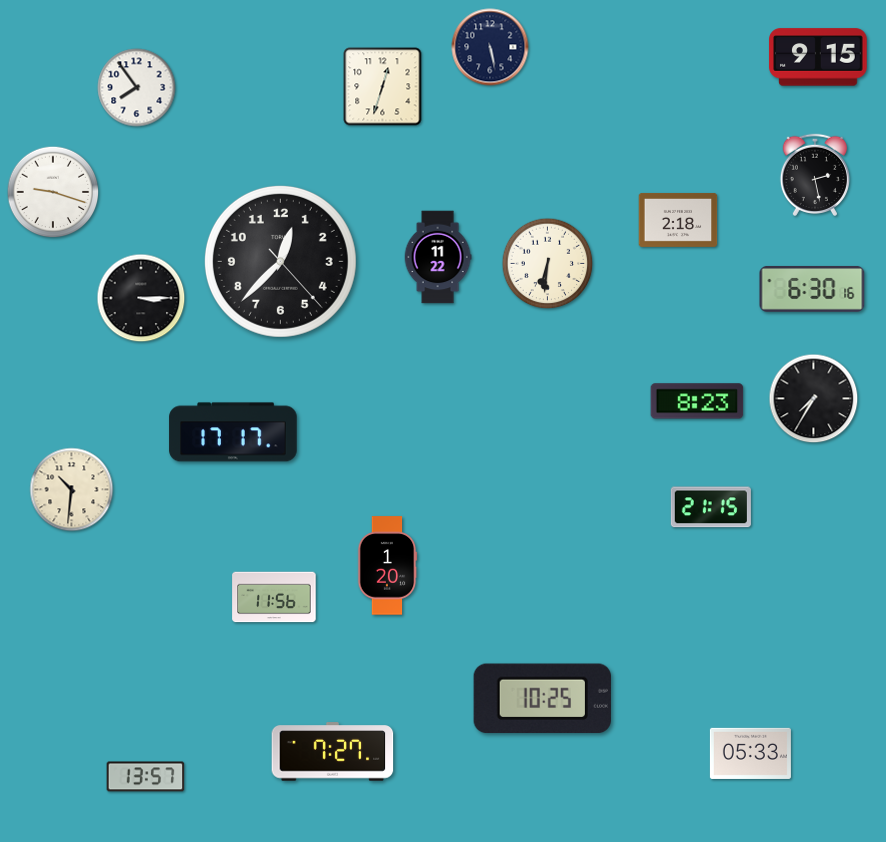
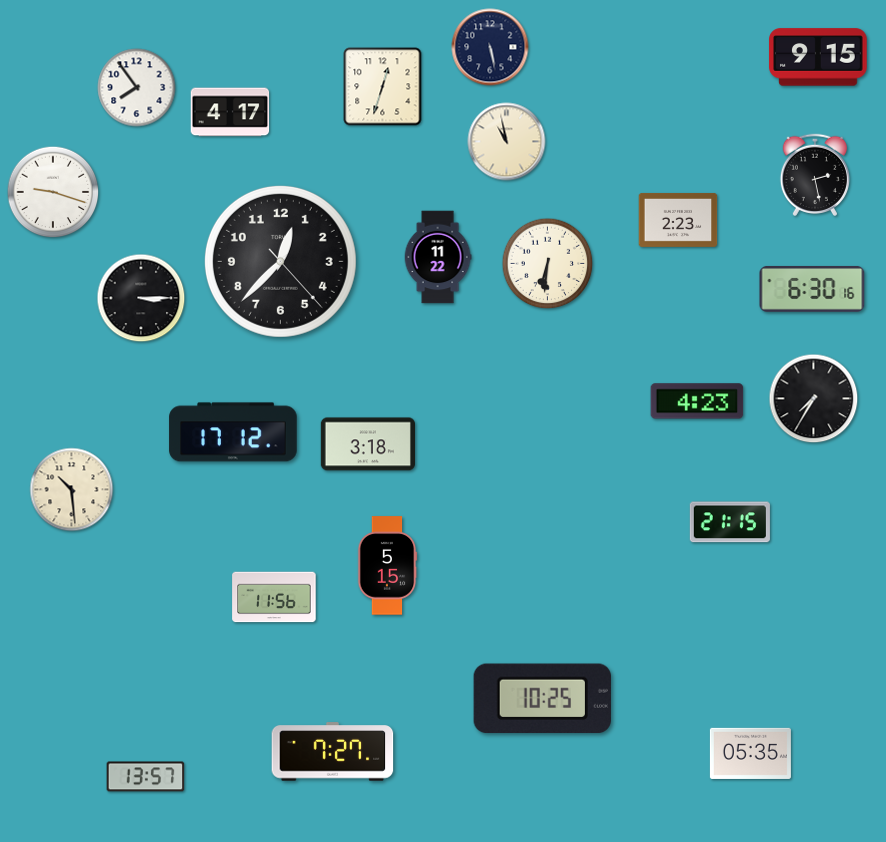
clock at (230, 112): none -> 4:17
clock at (507, 142): none -> 10:58
clock at (678, 220): 2:18 -> 2:23
clock at (697, 401): 8:23 -> 4:23
clock at (233, 432): 17:17 -> 17:12
clock at (367, 444): none -> 3:18
clock at (72, 490): 10:31 -> 10:29
clock at (711, 507) position: (711, 507) -> (730, 522)
clock at (387, 566): 1:20 -> 5:15
clock at (750, 753): 05:33 -> 05:35
